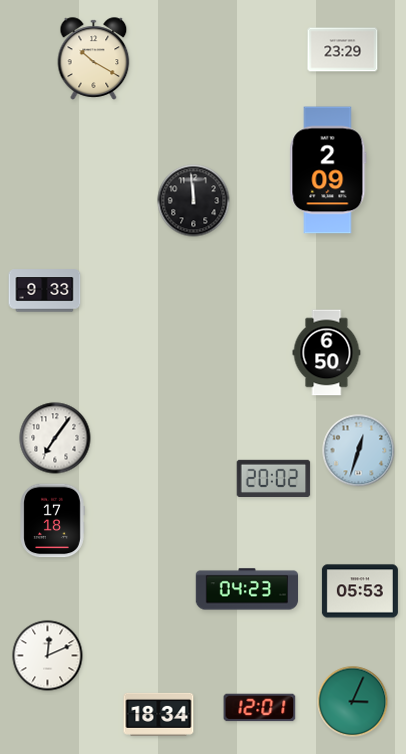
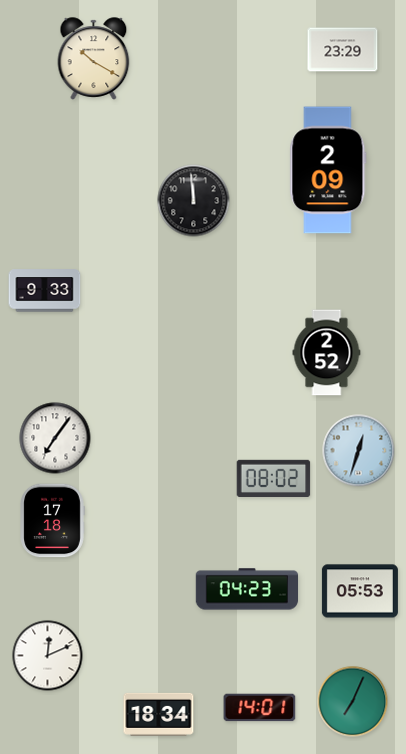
clock at (327, 353): 6:50 -> 2:52
clock at (274, 478): 20:02 -> 08:02
clock at (353, 702): 3:04 -> 7:04
clock at (260, 708): 12:01 -> 14:01
